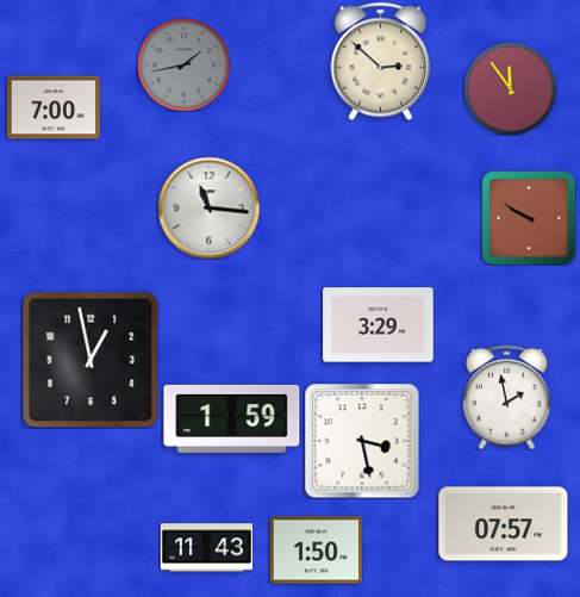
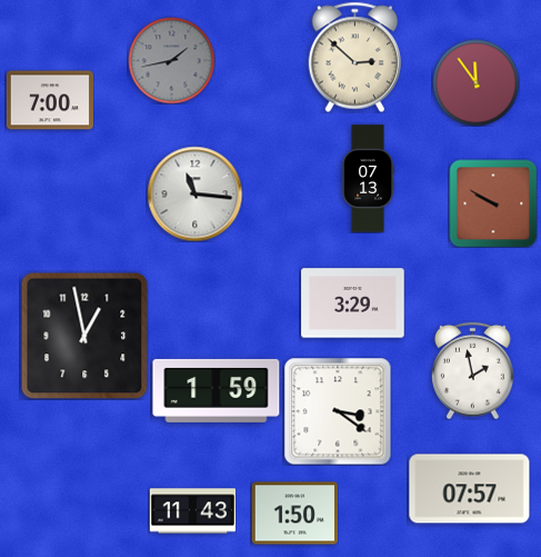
clock at (368, 179): none -> 07:13
clock at (362, 441): 3:28 -> 3:21
